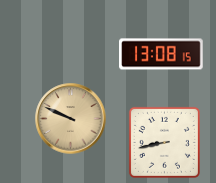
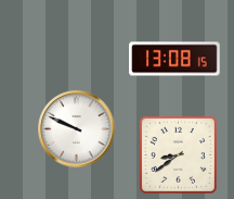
clock at (71, 119) dial: champagne -> white
clock at (164, 142): 8:43 -> 8:39
